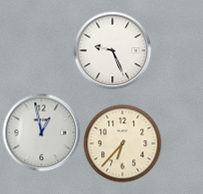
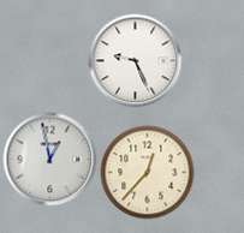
clock at (122, 143): 6:37 -> 12:37
